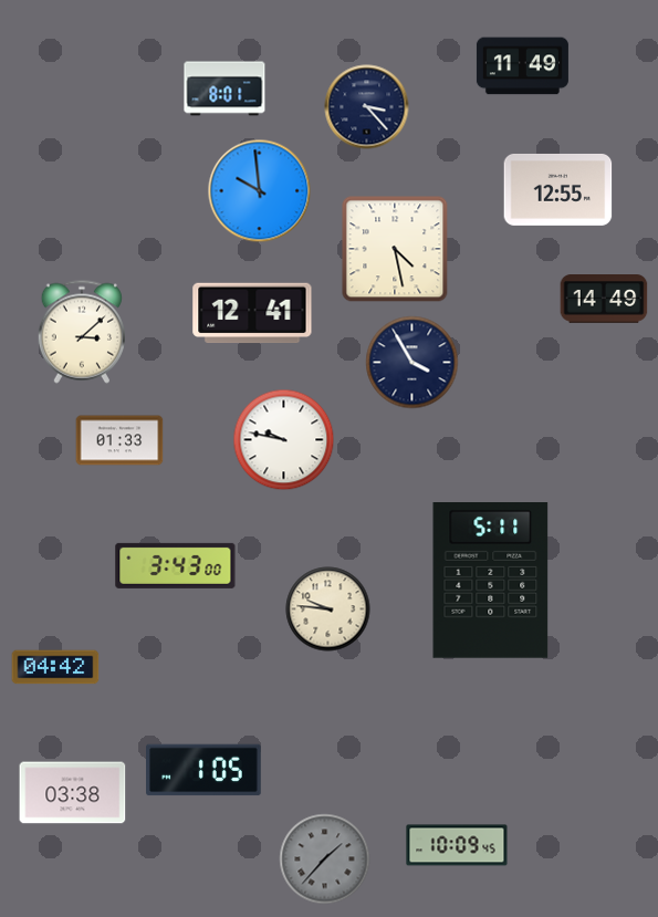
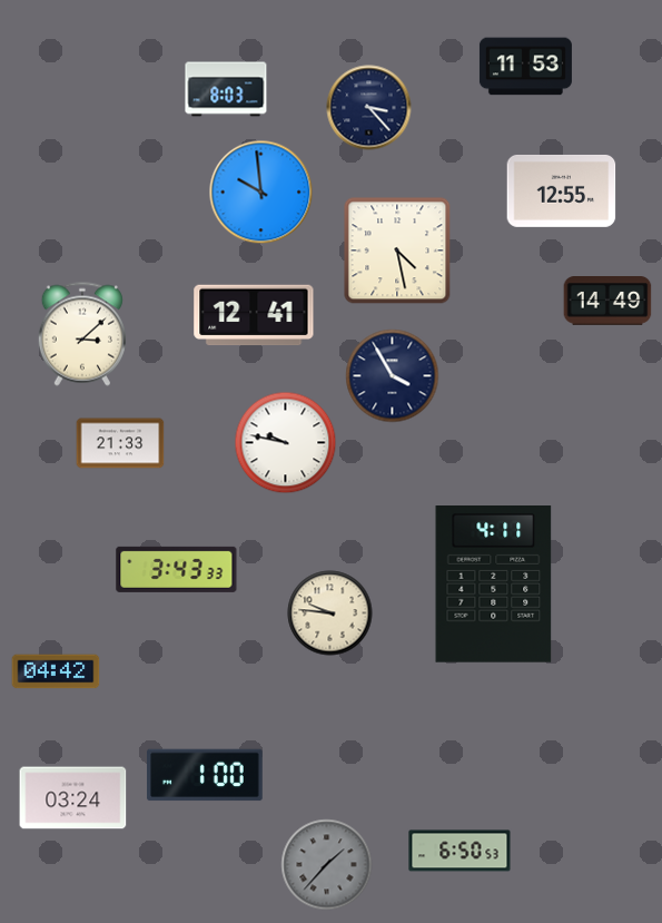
clock at (522, 66): 11:49 -> 11:53
clock at (224, 88): 8:01 -> 8:03
clock at (412, 363) position: (412, 363) -> (393, 376)
clock at (119, 440): 01:33 -> 21:33
clock at (176, 565): 3:43:00 -> 3:43:33
clock at (491, 581): 5:11 -> 4:11
clock at (203, 770): 1:05 -> 1:00
clock at (73, 793): 03:38 -> 03:24
clock at (457, 845): 10:09 -> 6:50
